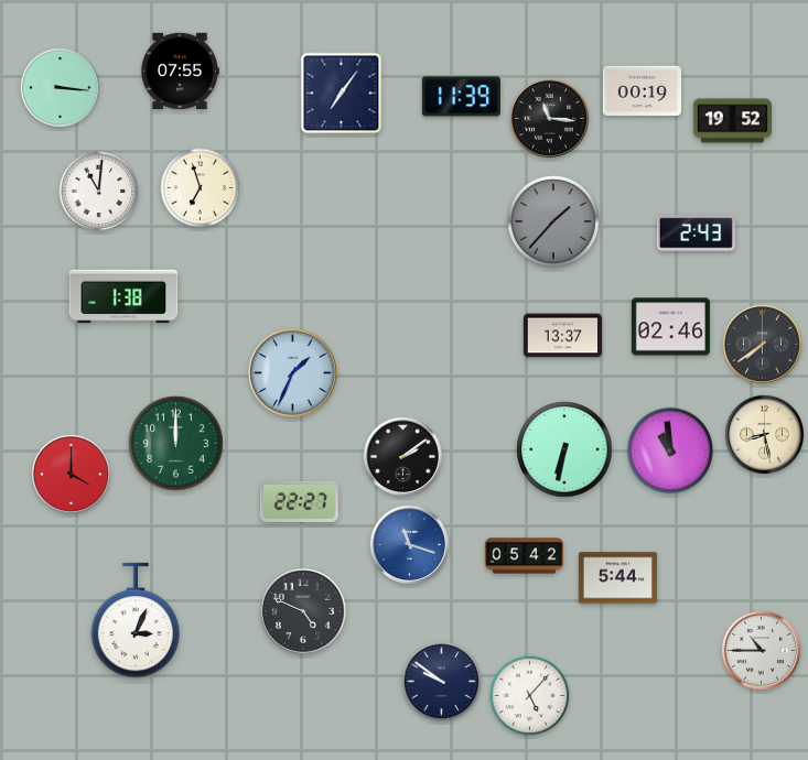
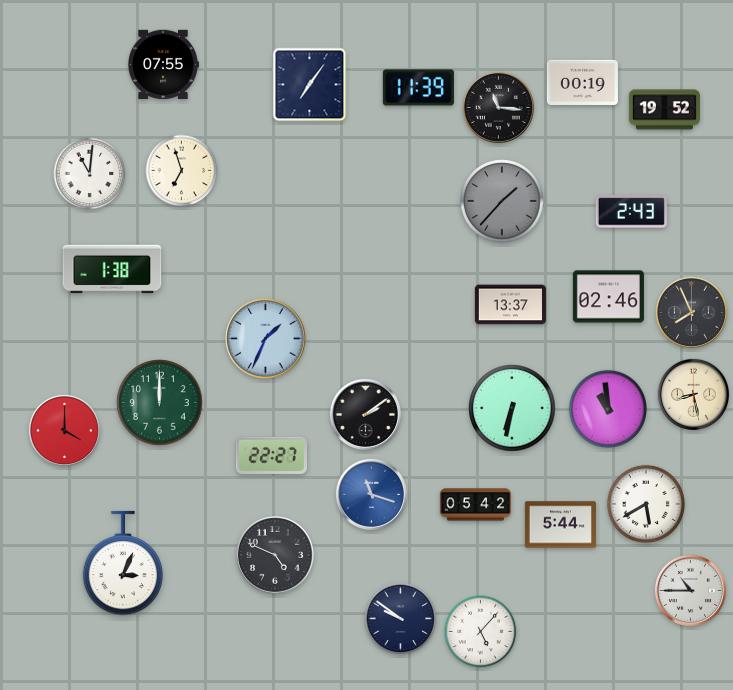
clock at (60, 87): 3:16 -> none
clock at (762, 344): 7:39 -> 7:56
clock at (646, 504): none -> 5:40
